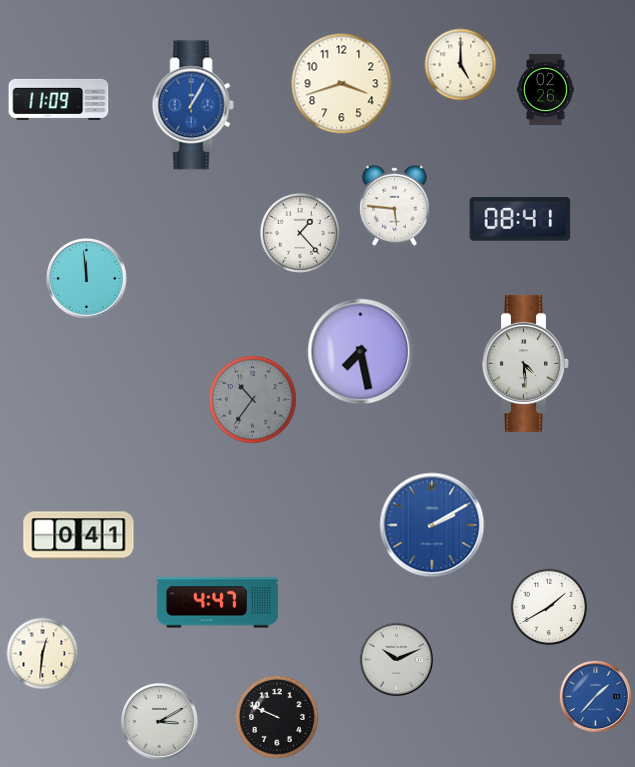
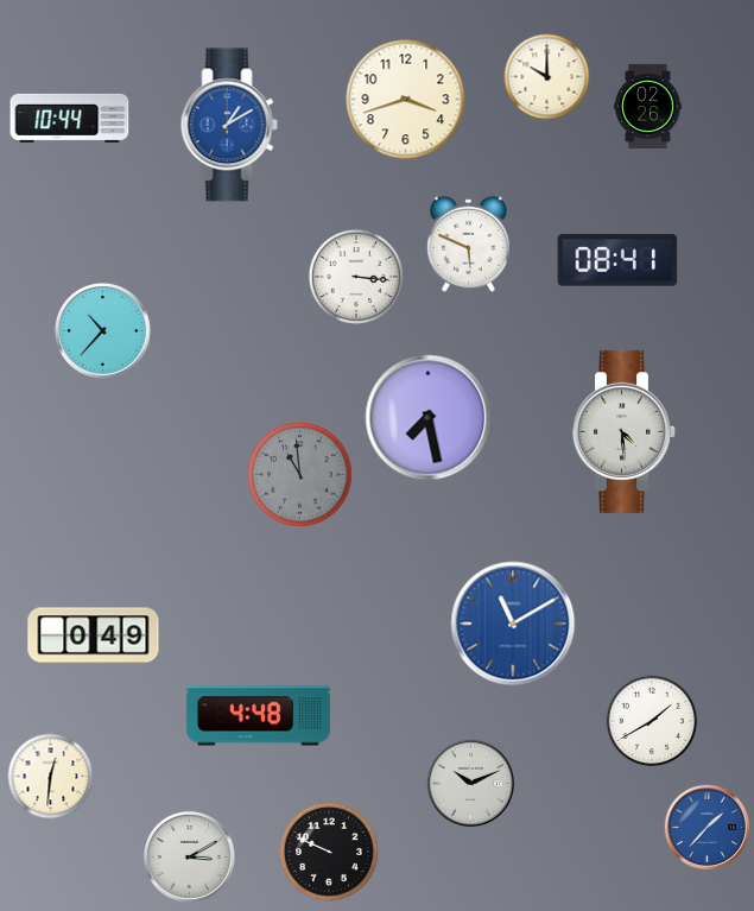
clock at (461, 65): 5:00 -> 10:00
clock at (59, 99): 11:09 -> 10:44
clock at (193, 105): 1:05 -> 1:10
clock at (394, 205): 5:46 -> 5:49
clock at (300, 233): 1:23 -> 3:16
clock at (87, 279): 11:59 -> 10:37
clock at (253, 400): 10:36 -> 10:59
clock at (432, 525): 2:10 -> 11:10
clock at (79, 536): 0:41 -> 0:49
clock at (217, 603): 4:47 -> 4:48
